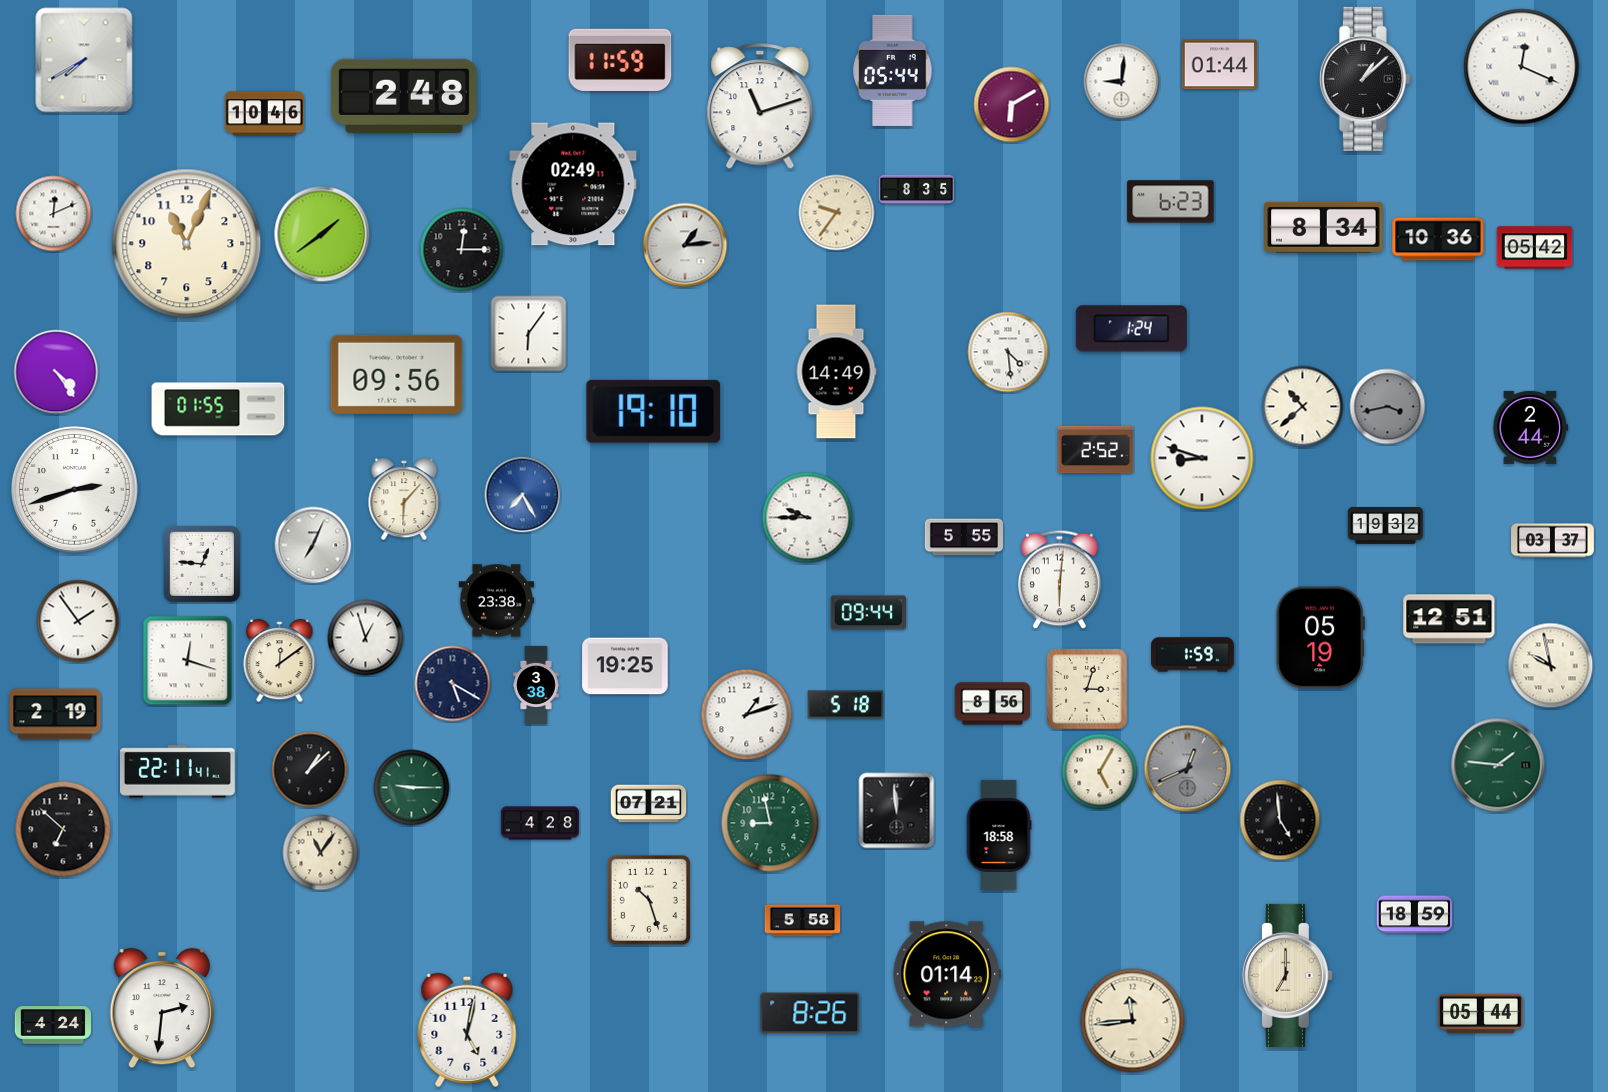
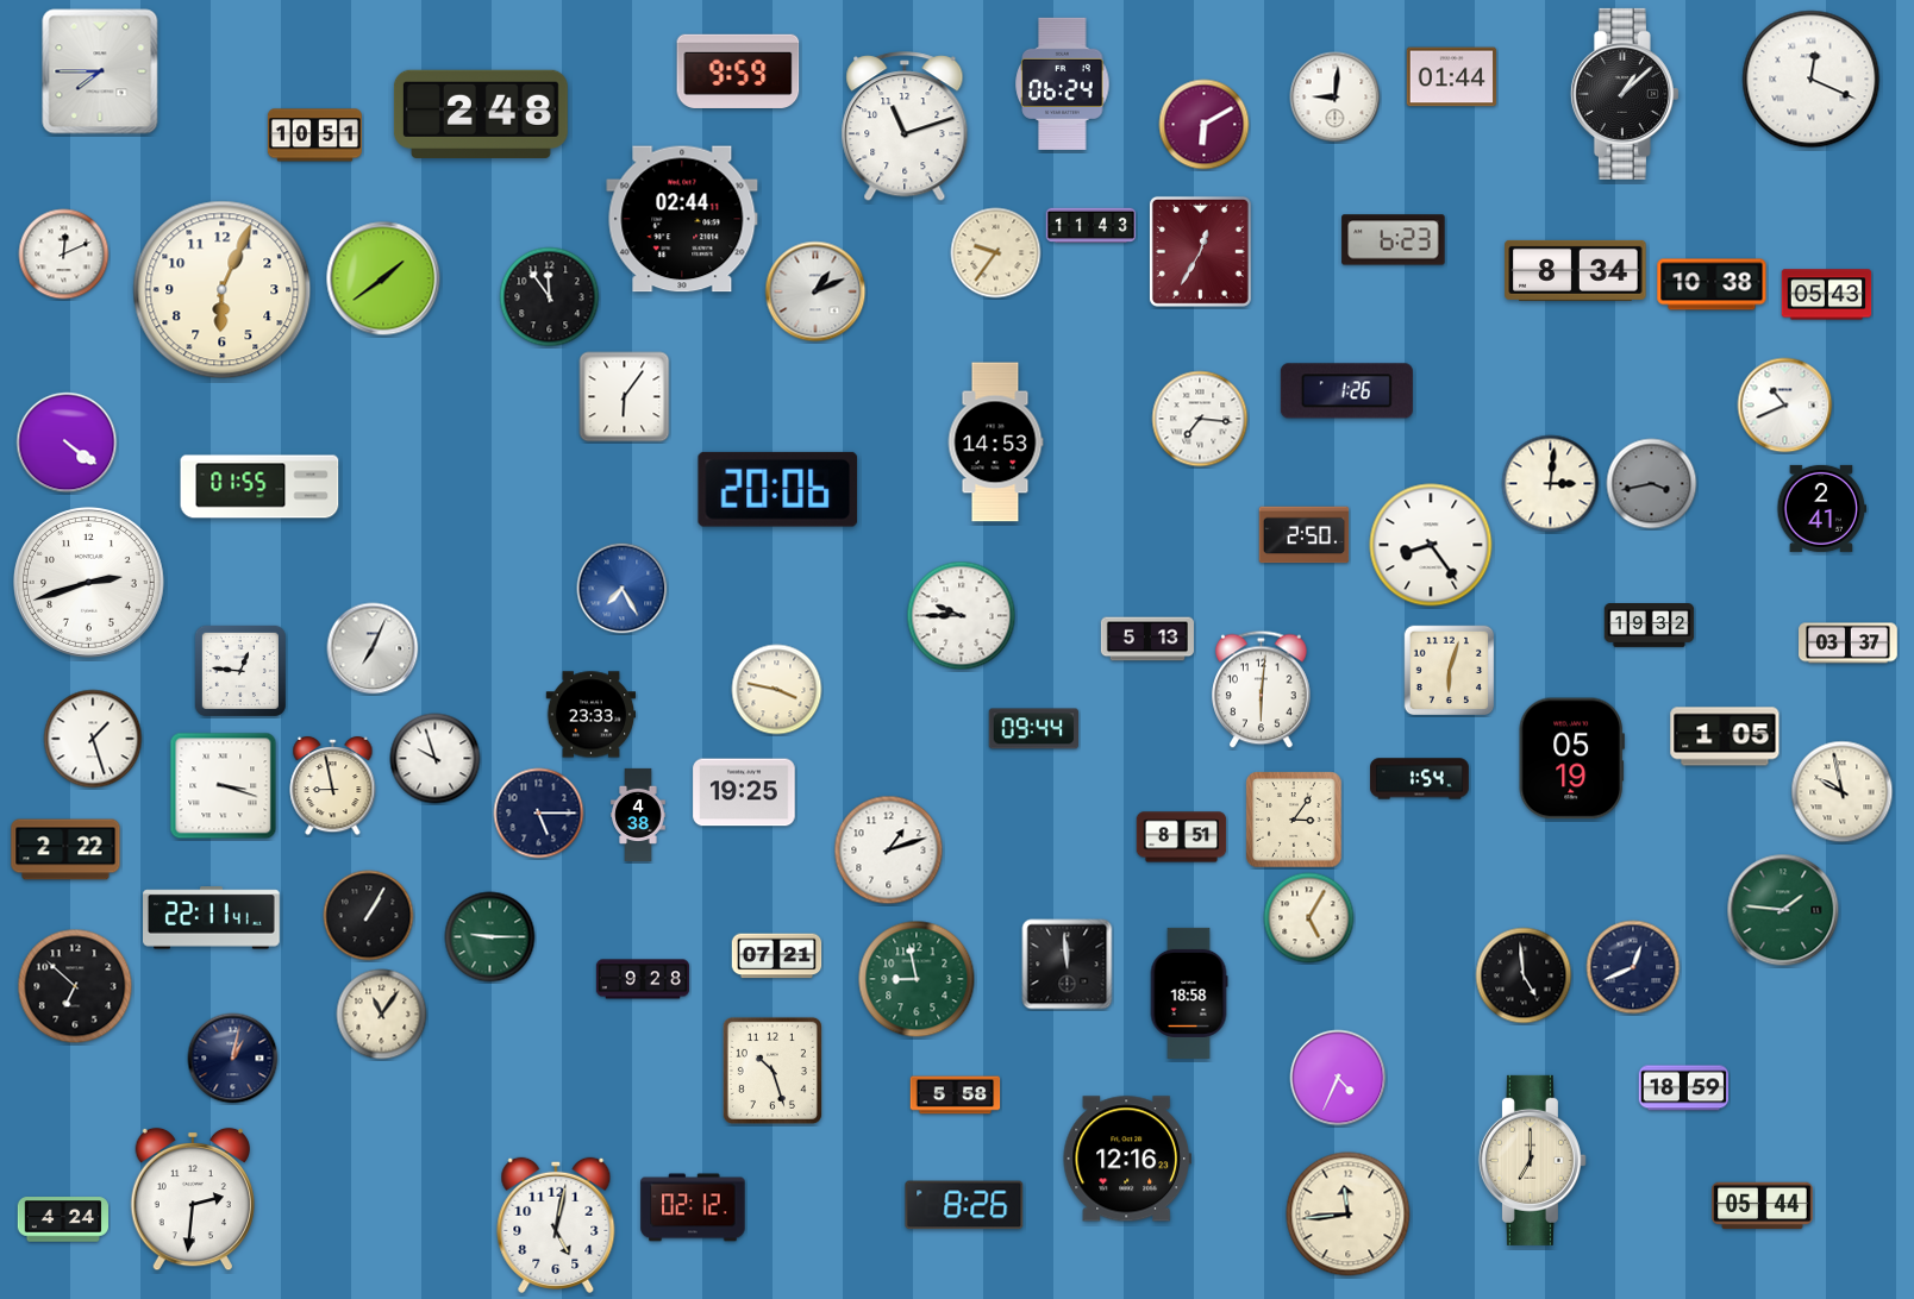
clock at (84, 60): 7:40 -> 7:45
clock at (620, 60): 11:59 -> 9:59
clock at (893, 70): 05:44 -> 06:24
clock at (264, 114): 10:46 -> 10:51
clock at (573, 184): 02:49 -> 02:44
clock at (917, 190): 8:35 -> 11:43
clock at (1200, 251): none -> 12:35
clock at (1438, 239): 10:36 -> 10:38
clock at (187, 244): 11:04 -> 6:04
clock at (685, 245): 1:14 -> 1:11
clock at (1535, 248): 05:42 -> 05:43
clock at (462, 250): 12:15 -> 11:54
clock at (1131, 329): 1:24 -> 1:26
clock at (529, 334) position: (529, 334) -> (625, 397)
clock at (1785, 406): none -> 10:41
clock at (1008, 352): 4:29 -> 7:16
clock at (56, 372): 4:24 -> 4:21
clock at (836, 372): 14:49 -> 14:53
clock at (397, 374): 09:56 -> none
clock at (1303, 407): 10:38 -> 3:01
clock at (654, 411): 19:10 -> 20:06
clock at (1531, 427): 2:44 -> 2:41
clock at (1096, 450): 2:52 -> 2:50
clock at (1202, 458): 8:48 -> 8:24
clock at (404, 499): 6:07 -> none
clock at (964, 537): 5:55 -> 5:13
clock at (1449, 670): none -> 6:03
clock at (777, 690): none -> 3:47
clock at (497, 601): 23:38 -> 23:33
clock at (1449, 619): 12:51 -> 1:05
clock at (78, 621): 1:54 -> 1:27
clock at (366, 638): 12:57 -> 9:57
clock at (1193, 655): 1:59 -> 1:54
clock at (188, 661): 12:18 -> 3:18
clock at (280, 661): 12:09 -> 8:58
clock at (1551, 666) position: (1551, 666) -> (1843, 792)
clock at (453, 684): 5:20 -> 5:15
clock at (536, 684): 3:38 -> 4:38
clock at (1087, 689): 3:03 -> 3:06
clock at (993, 704): 8:56 -> 8:51
clock at (846, 705): 5:18 -> none
clock at (55, 714): 2:19 -> 2:22
clock at (1188, 769): 12:41 -> none
clock at (310, 770): 1:08 -> 1:05
clock at (649, 804) position: (649, 804) -> (777, 956)
clock at (1633, 967): none -> 12:41
clock at (540, 823): 4:28 -> 9:28
clock at (233, 1059): none -> 1:02
clock at (1338, 1078): none -> 4:34
clock at (947, 974): 01:14 -> 12:16
clock at (693, 1207): none -> 02:12
